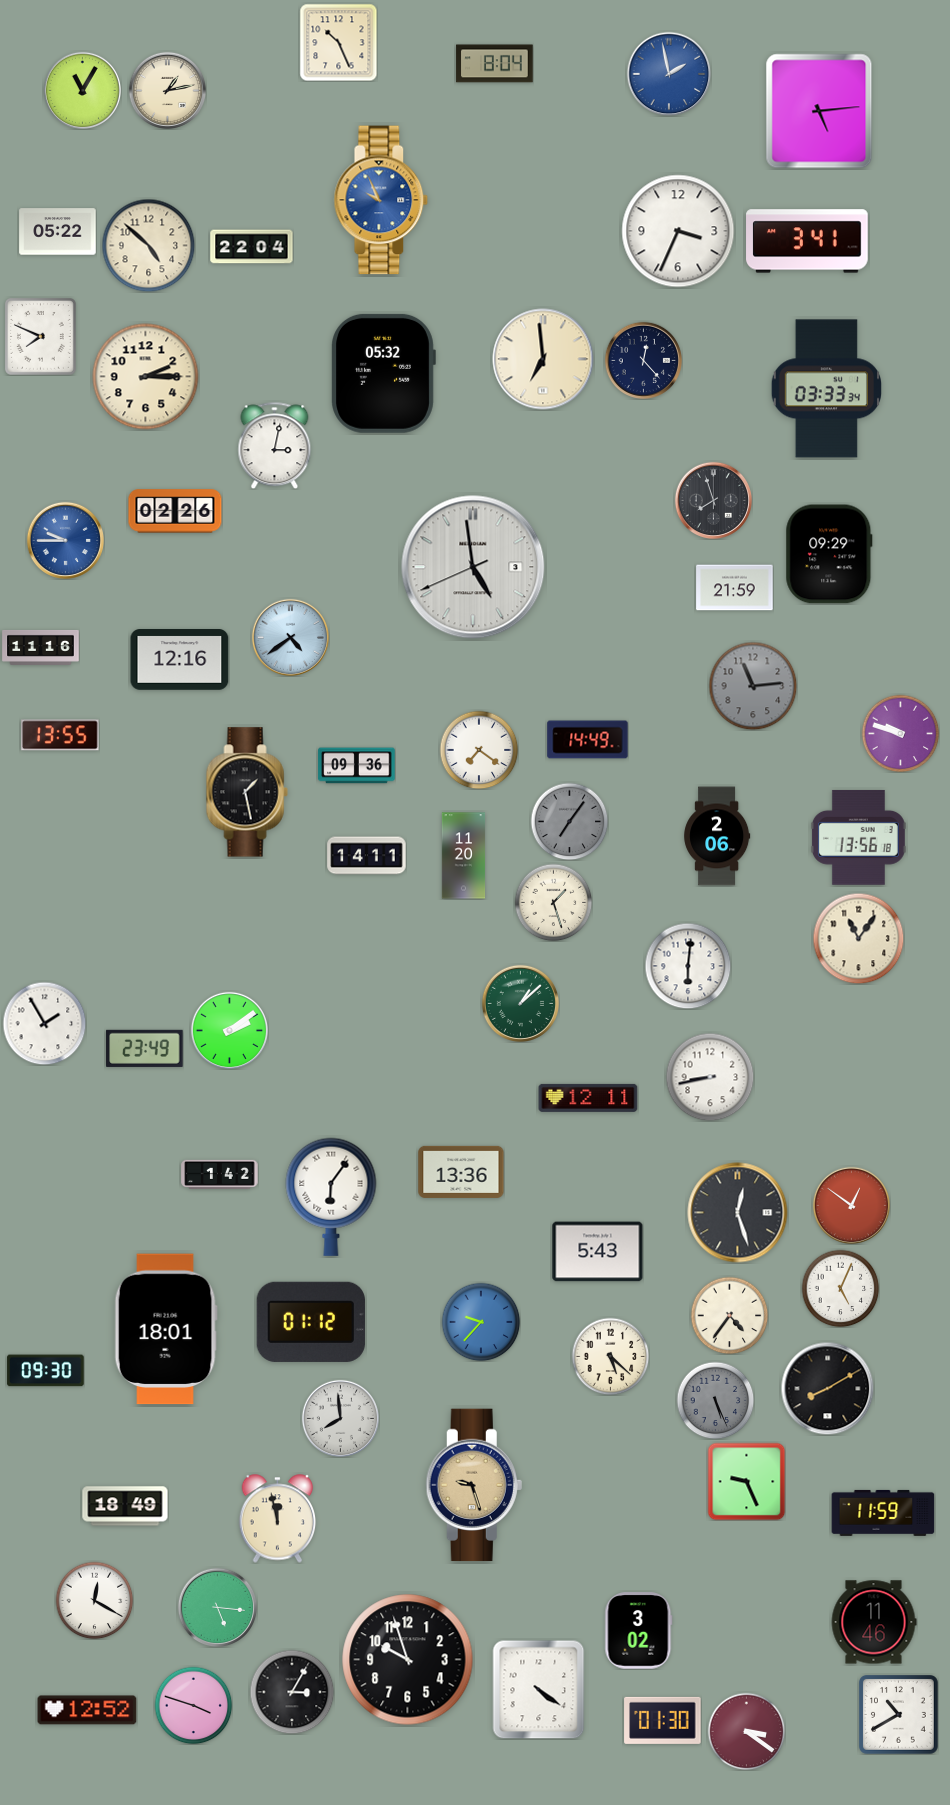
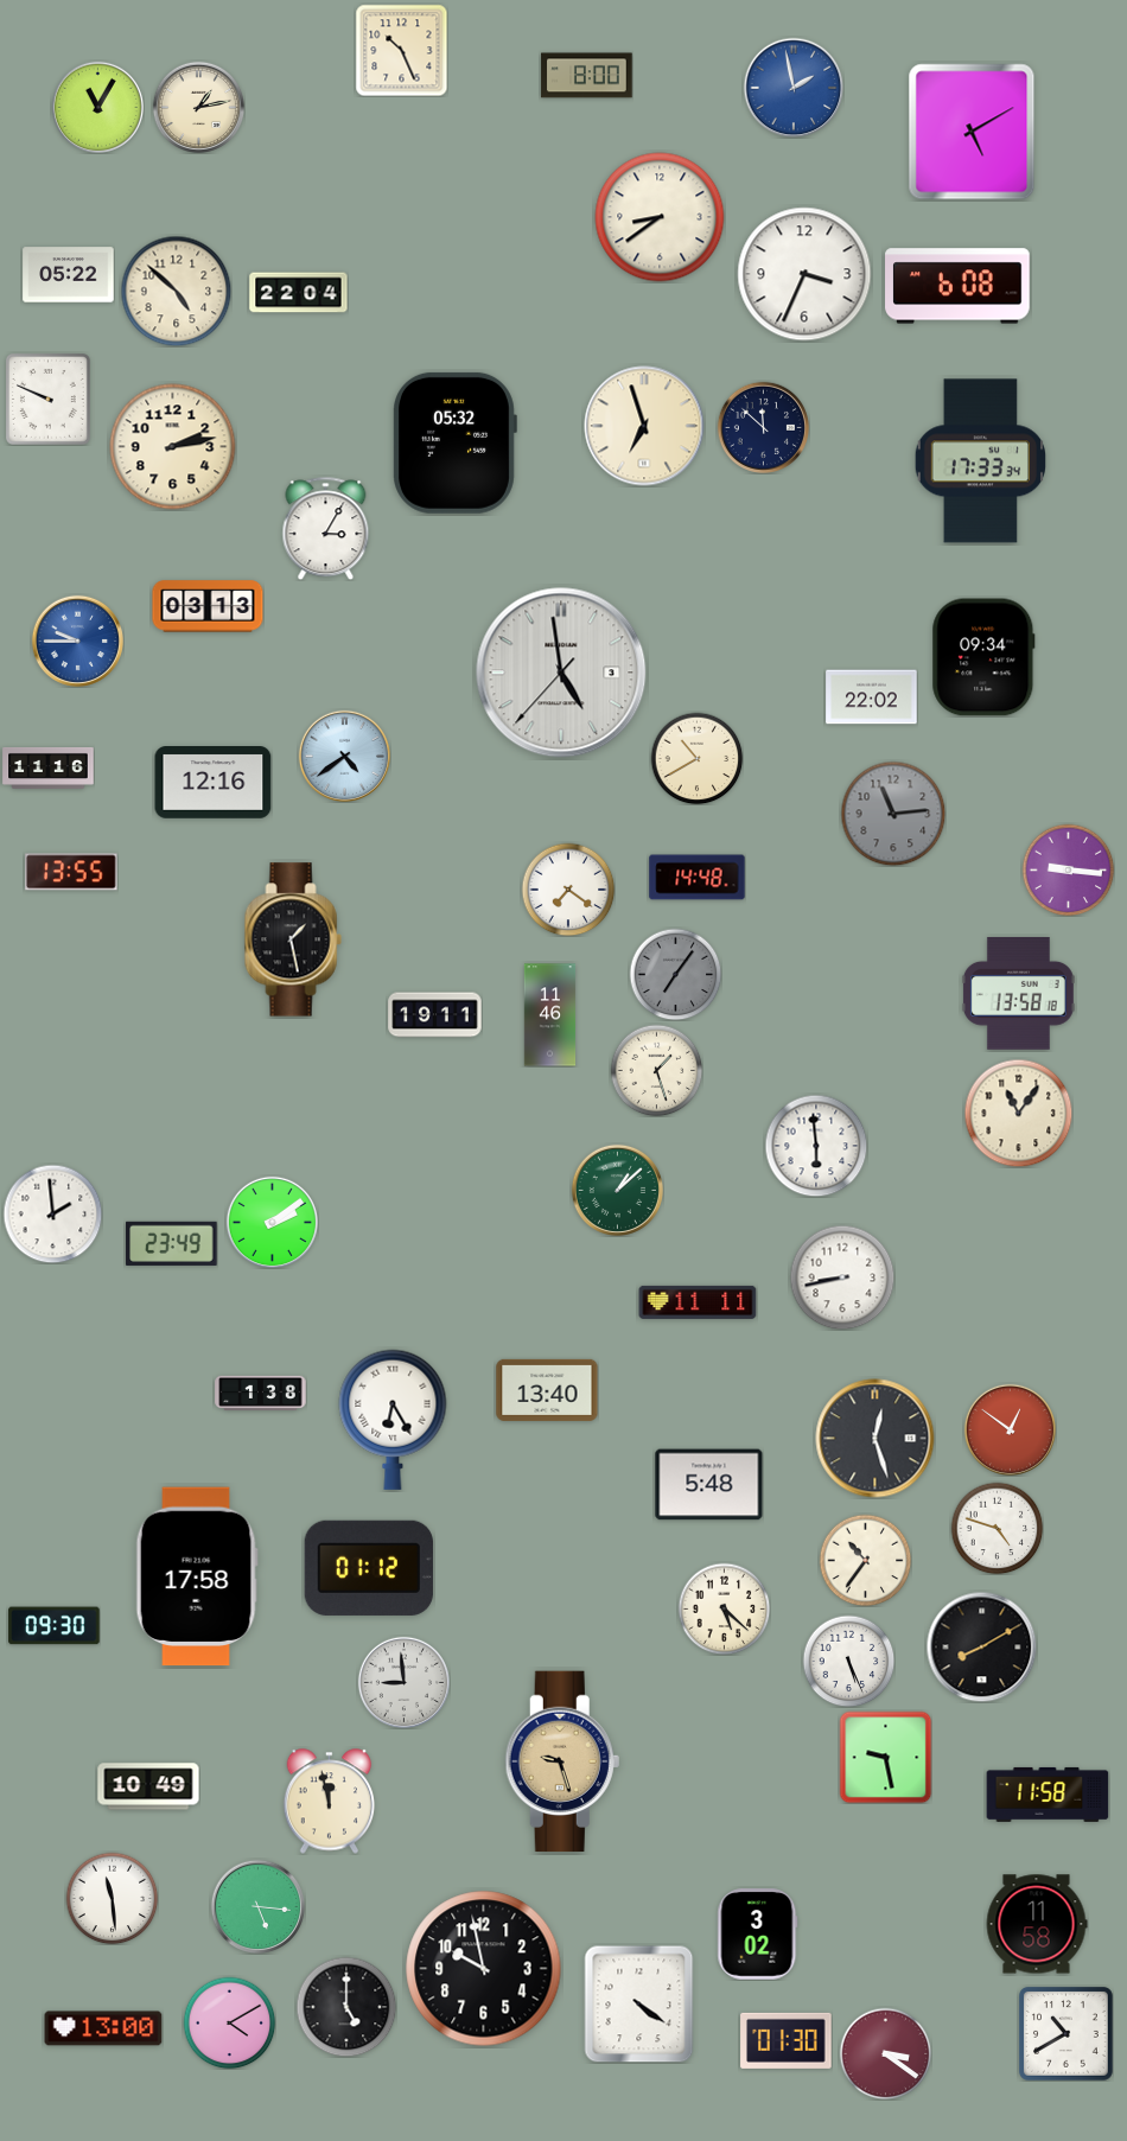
clock at (495, 64): 8:04 -> 8:00
clock at (819, 111): 5:14 -> 5:10
clock at (660, 217): none -> 8:39
clock at (381, 200): 9:56 -> none
clock at (807, 241): 3:41 -> 6:08
clock at (41, 337): 7:49 -> 9:49
clock at (543, 359): 6:59 -> 6:57
clock at (643, 360): 12:23 -> 11:52
clock at (146, 377): 2:15 -> 2:13
clock at (826, 389): 03:33 -> 17:33
clock at (275, 445): 3:02 -> 3:05
clock at (713, 500): 7:57 -> none
clock at (175, 511): 02:26 -> 03:13
clock at (829, 554): 09:29 -> 09:34
clock at (473, 567): 4:58:41 -> 4:58:37
clock at (735, 588): 21:59 -> 22:02
clock at (696, 758): none -> 10:40
clock at (900, 733): 9:48 -> 9:16
clock at (588, 740): 14:49 -> 14:48
clock at (357, 766): 09:36 -> none
clock at (717, 836): 2:06 -> none
clock at (858, 837): 13:56 -> 13:58
clock at (367, 856): 14:11 -> 19:11
clock at (464, 856): 11:20 -> 11:46
clock at (688, 966): 6:01 -> 5:59
clock at (44, 1023): 1:55 -> 1:59
clock at (588, 1098): 12:11 -> 11:11
clock at (461, 1172): 13:36 -> 13:40
clock at (220, 1174): 1:42 -> 1:38
clock at (331, 1197): 6:06 -> 6:25
clock at (598, 1252): 5:43 -> 5:48
clock at (840, 1288): 5:04 -> 4:48
clock at (729, 1315): 4:36 -> 10:36
clock at (481, 1322): 9:37 -> none
clock at (166, 1329): 18:01 -> 17:58
clock at (715, 1400) dial: grey -> white
clock at (340, 1418): 7:59 -> 8:59
clock at (746, 1481): 9:26 -> 9:28
clock at (125, 1506): 18:49 -> 10:49
clock at (883, 1513): 11:59 -> 11:58
clock at (94, 1600): 12:20 -> 11:29
clock at (874, 1622): 11:46 -> 11:58
clock at (408, 1660): 9:57 -> 9:58
clock at (292, 1692): 3:05 -> 5:00
clock at (193, 1705): 3:48 -> 4:10
clock at (87, 1710): 12:52 -> 13:00
